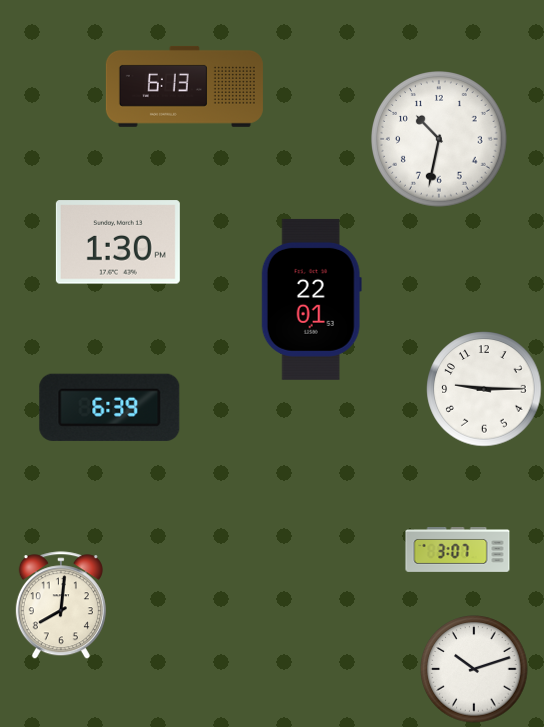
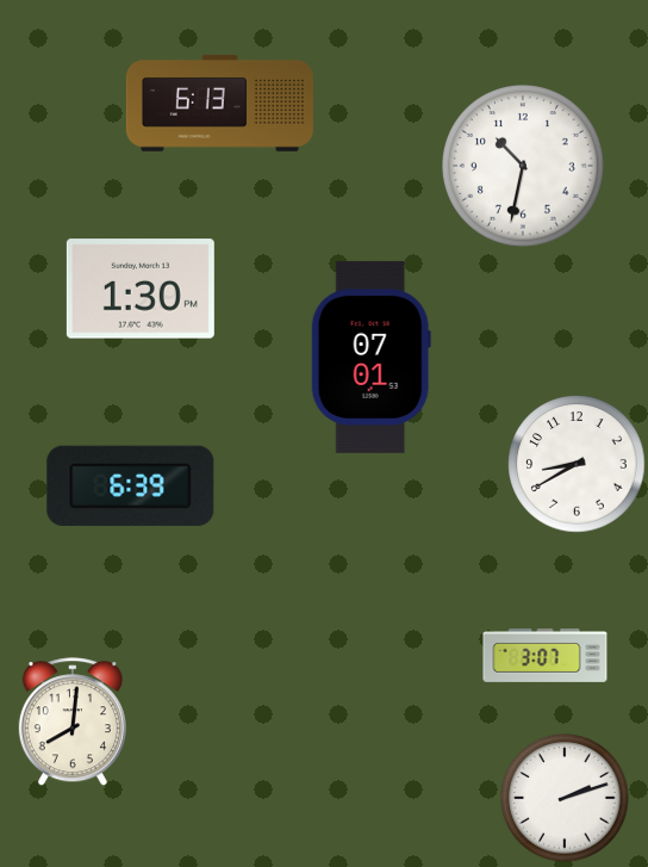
clock at (311, 299): 22:01 -> 07:01
clock at (484, 389): 9:15 -> 8:40
clock at (474, 669): 10:12 -> 2:12
